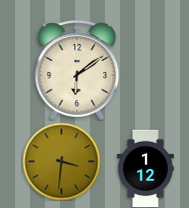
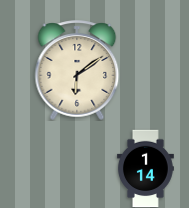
clock at (61, 161): 3:31 -> none
clock at (145, 168): 1:12 -> 1:14
